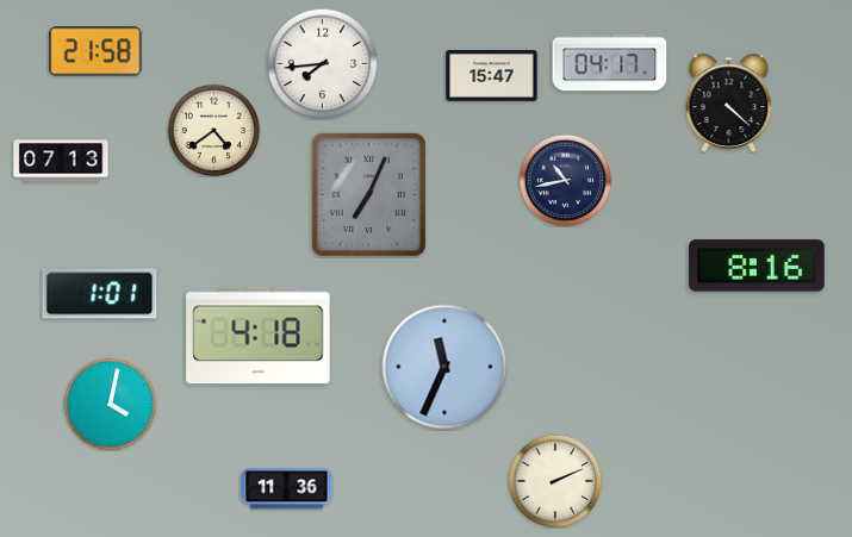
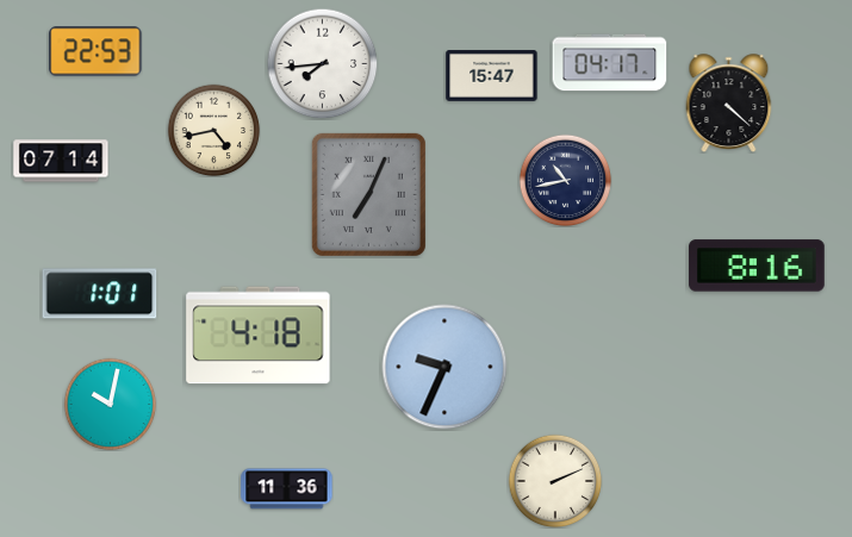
clock at (95, 51): 21:58 -> 22:53
clock at (213, 130): 4:39 -> 4:43
clock at (61, 161): 07:13 -> 07:14
clock at (444, 367): 11:34 -> 9:34
clock at (110, 404): 4:02 -> 10:02
